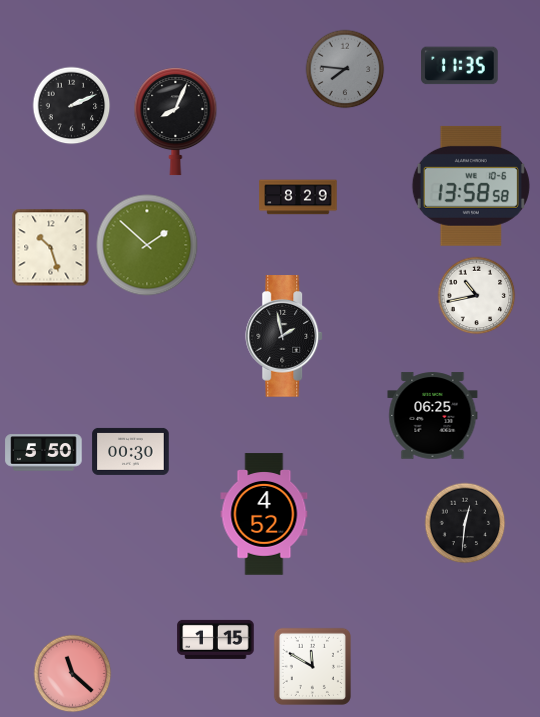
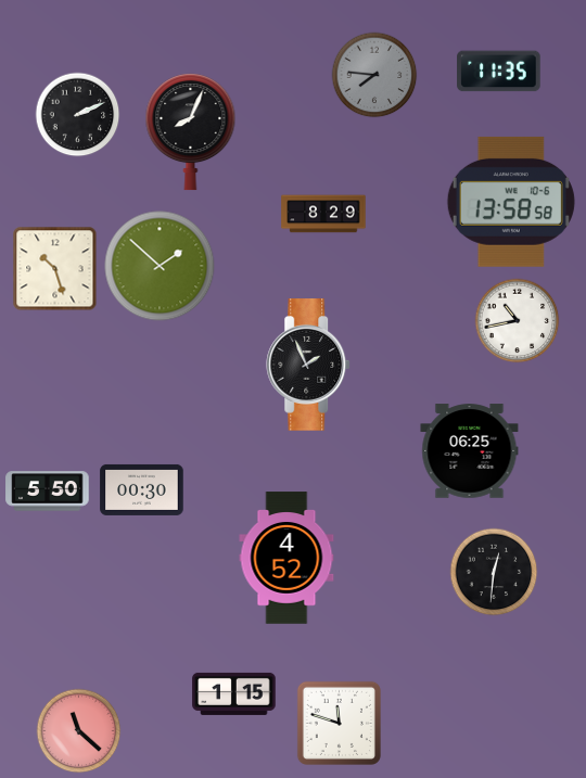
clock at (285, 336): 1:58 -> 1:56
clock at (465, 523) position: (465, 523) -> (494, 572)
clock at (312, 666): 11:50 -> 11:48
